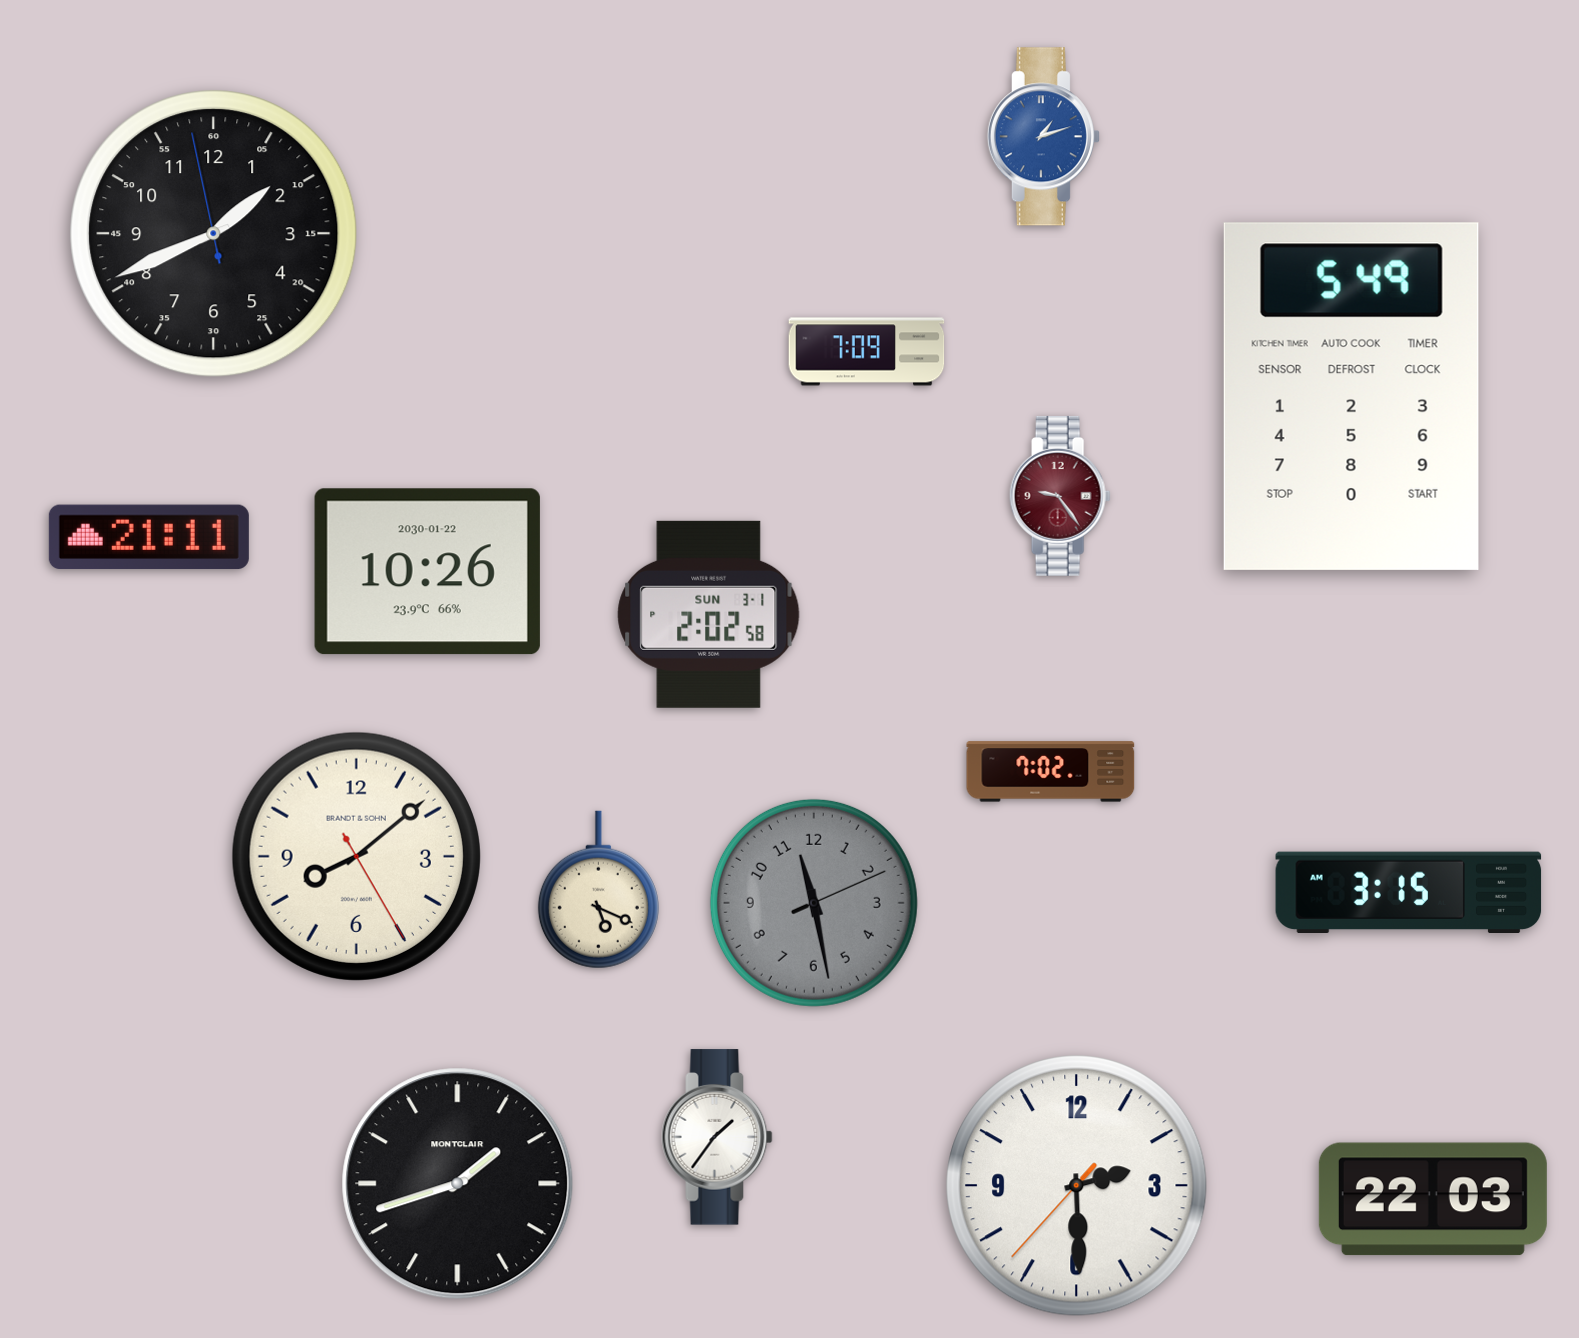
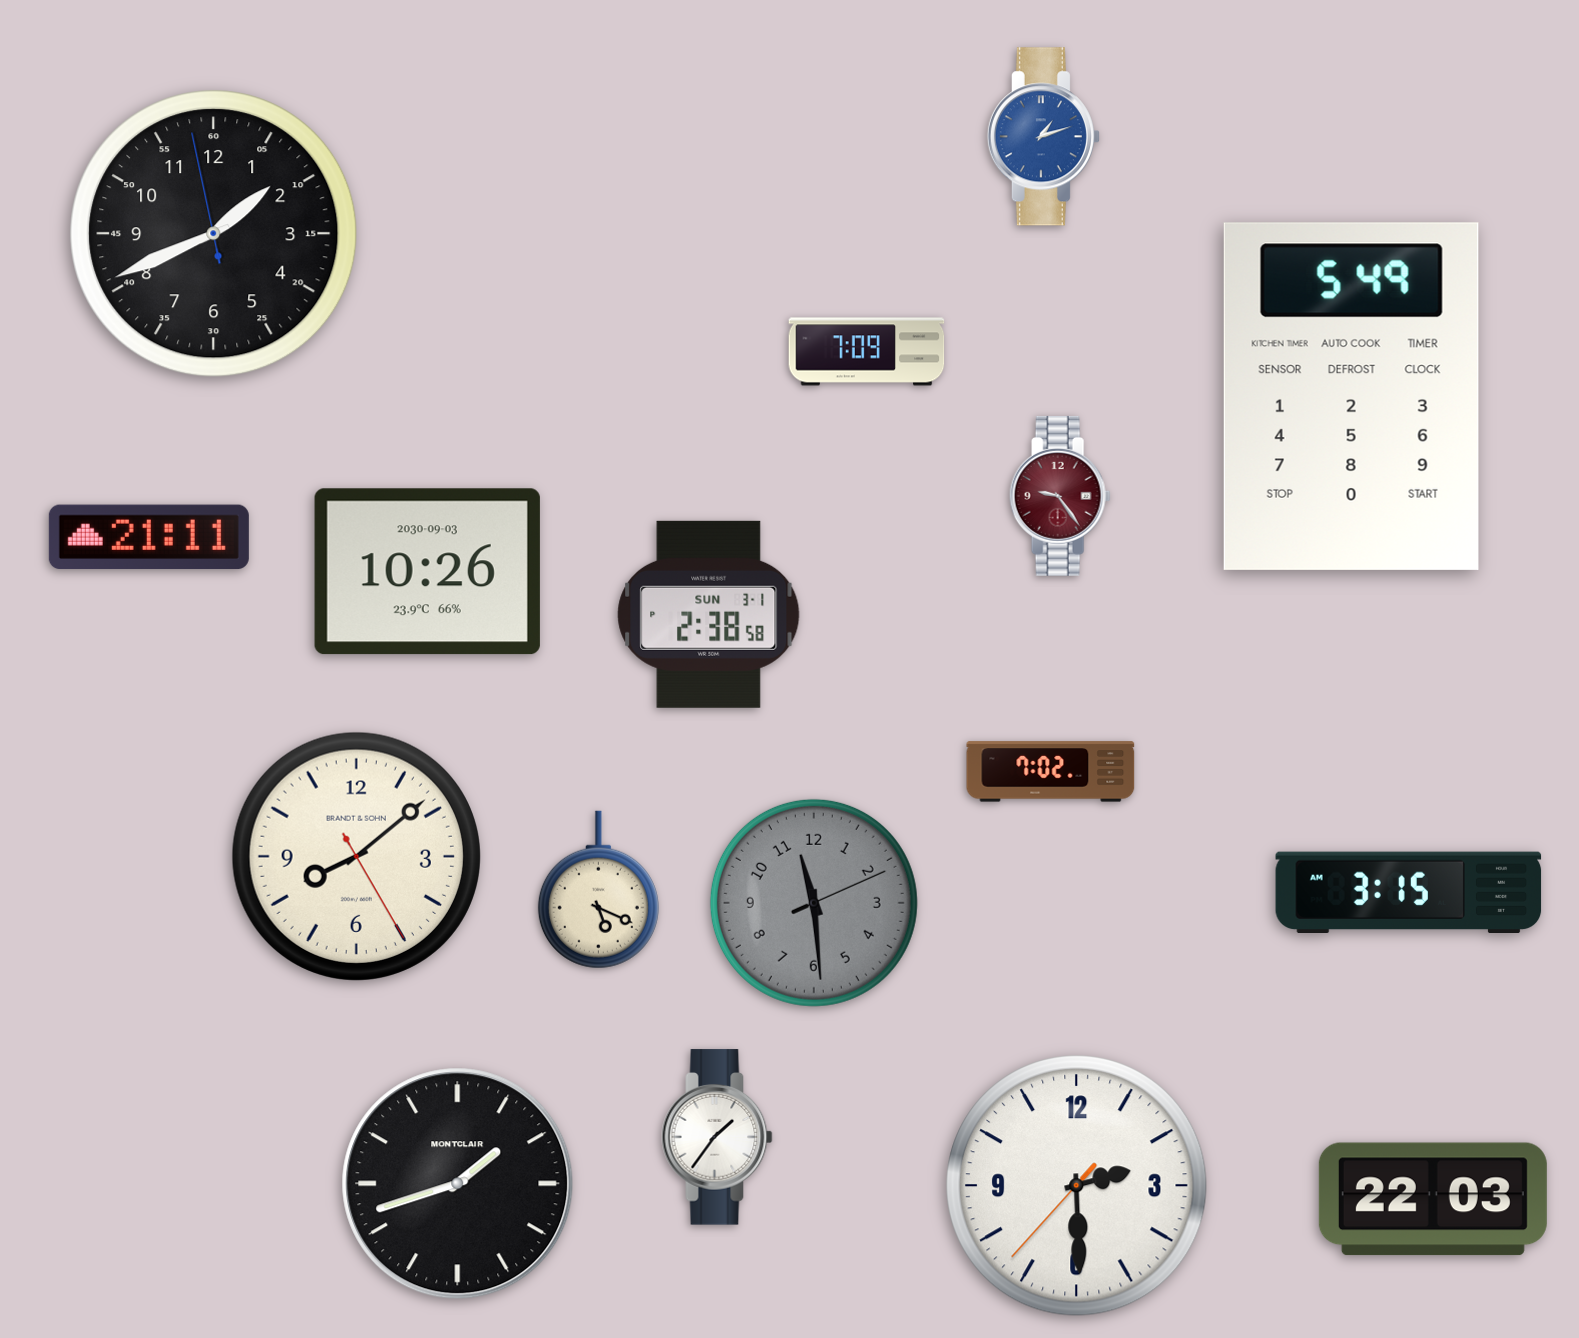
clock at (427, 572) date: 2030-01-22 -> 2030-09-03
clock at (709, 614): 2:02 -> 2:38
clock at (814, 903): 11:28 -> 11:29
